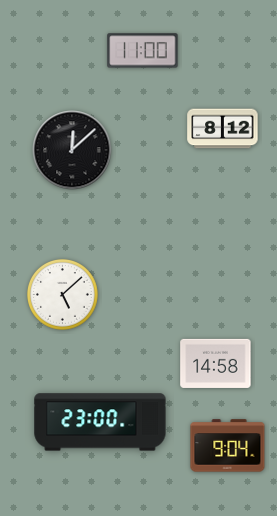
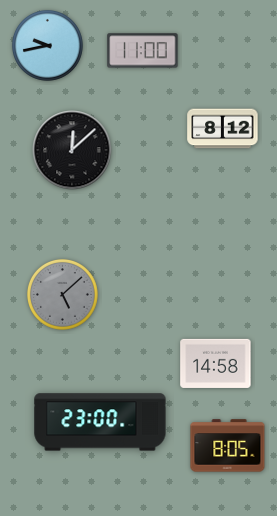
clock at (47, 45): none -> 9:43
clock at (62, 294) dial: white -> grey
clock at (228, 446): 9:04 -> 8:05
